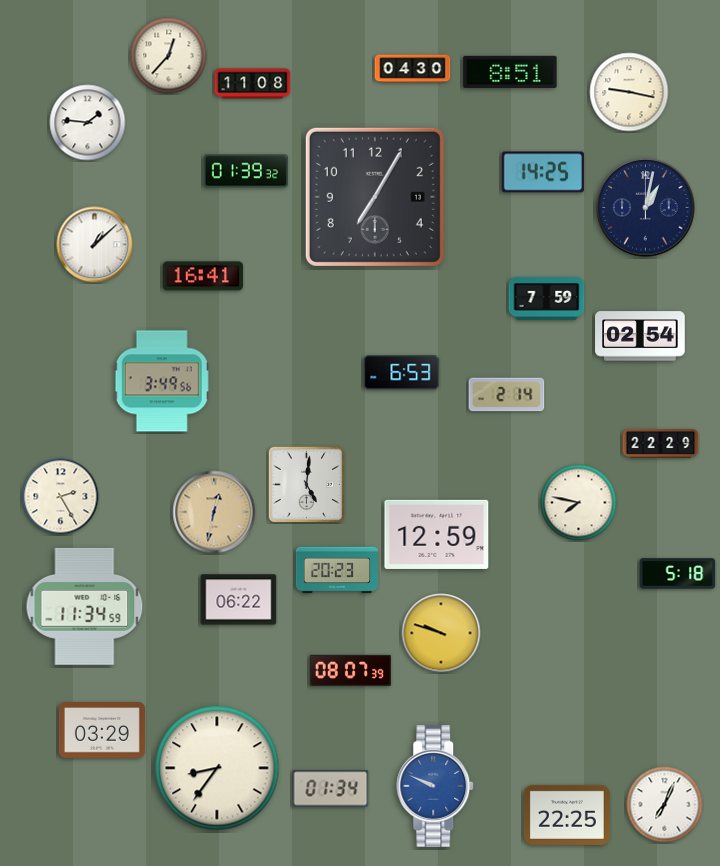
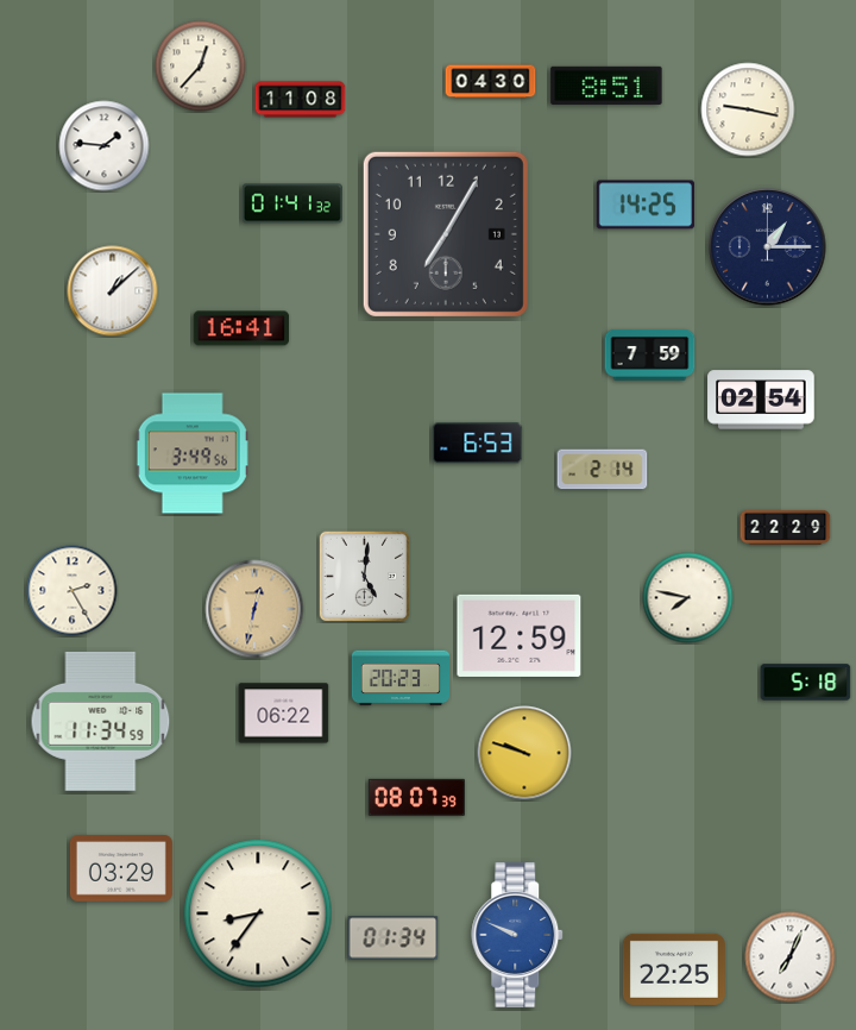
clock at (246, 171): 01:39 -> 01:41
clock at (646, 208): 1:02 -> 1:15
